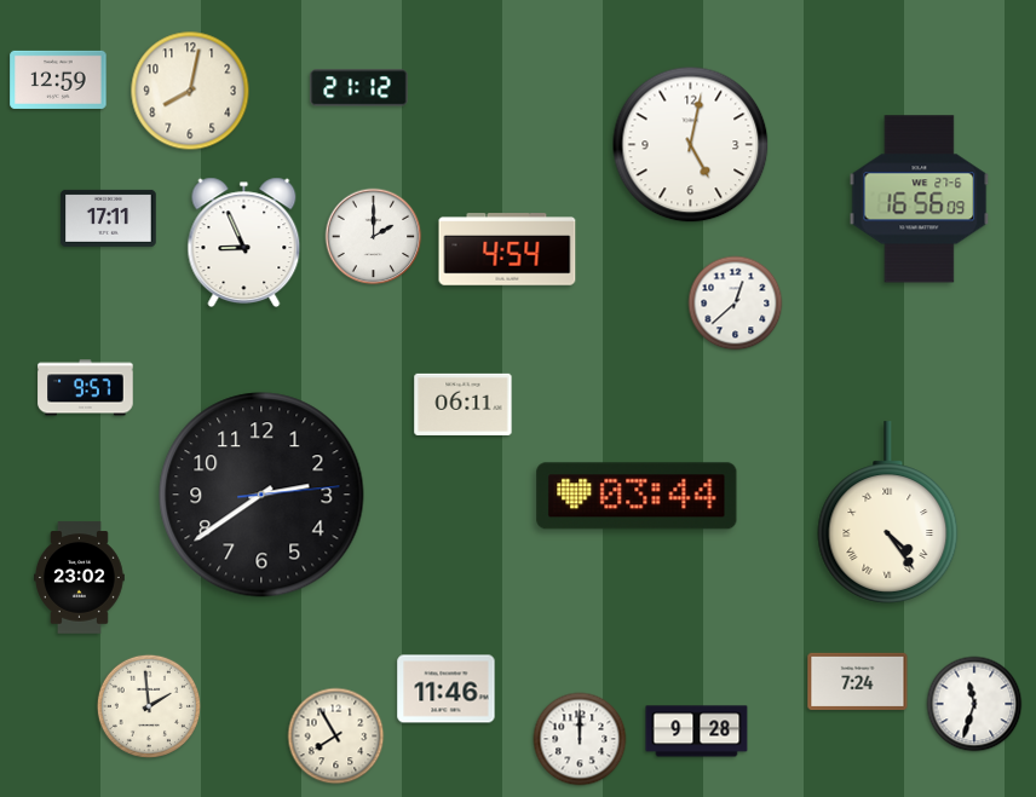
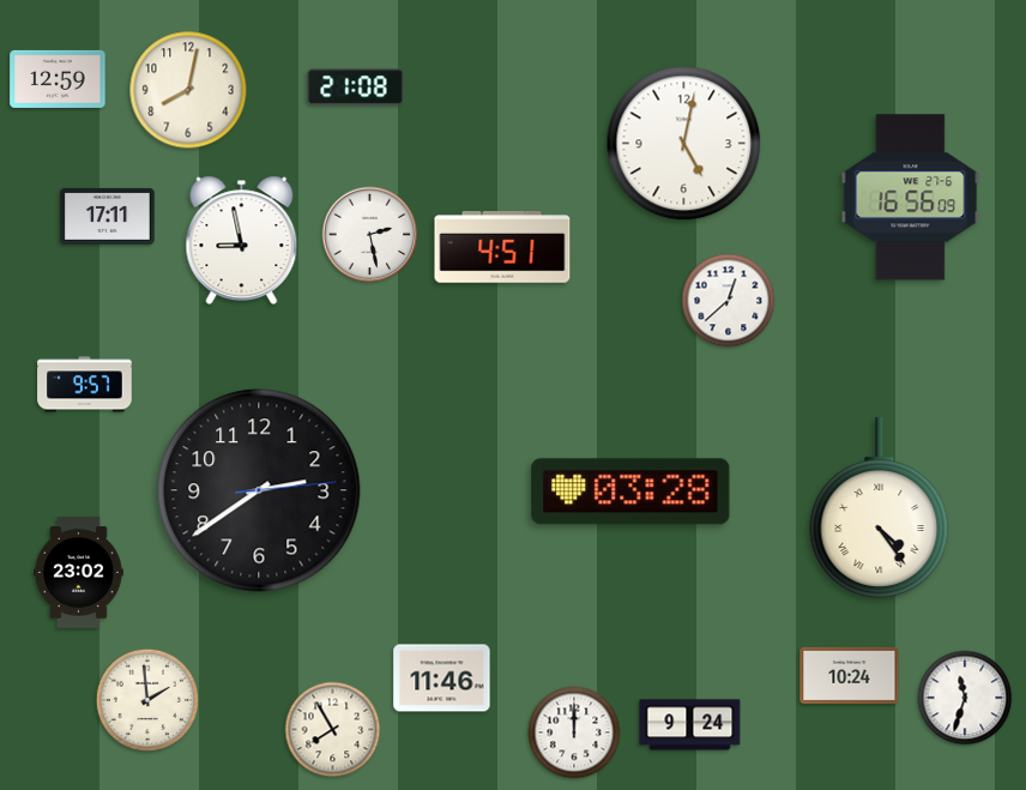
clock at (359, 88): 21:12 -> 21:08
clock at (374, 237): 2:00 -> 2:28
clock at (244, 242): 8:56 -> 8:58
clock at (507, 249): 4:54 -> 4:51
clock at (464, 404): 06:11 -> none
clock at (637, 496): 03:44 -> 03:28
clock at (858, 681): 7:24 -> 10:24
clock at (447, 689) position: (447, 689) -> (442, 679)
clock at (697, 732): 9:28 -> 9:24
